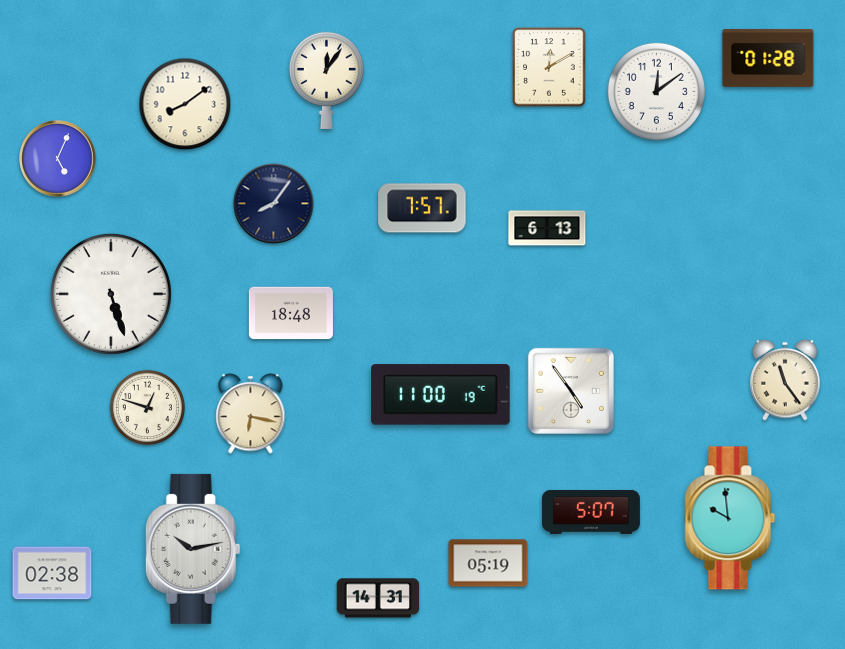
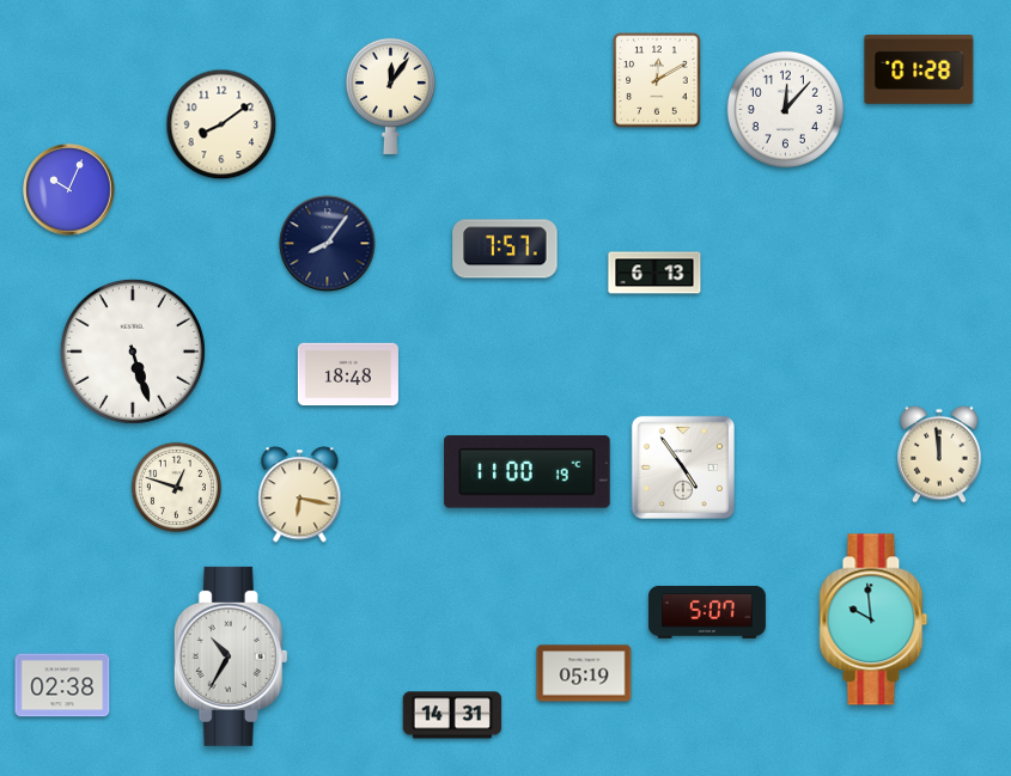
clock at (656, 91): 12:09 -> 12:07
clock at (58, 159): 5:04 -> 10:04
clock at (785, 380): 11:24 -> 11:59
clock at (193, 549): 10:13 -> 10:35
